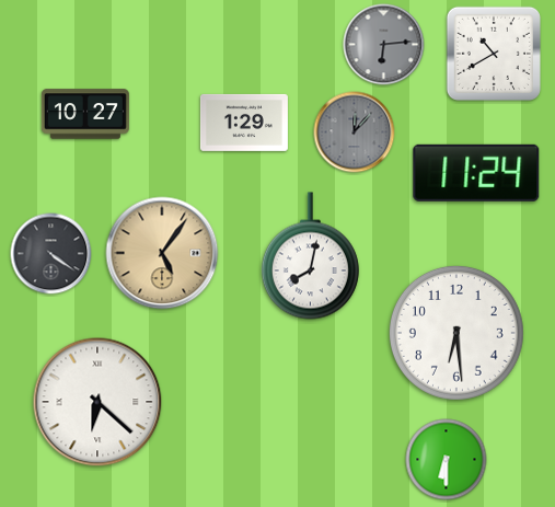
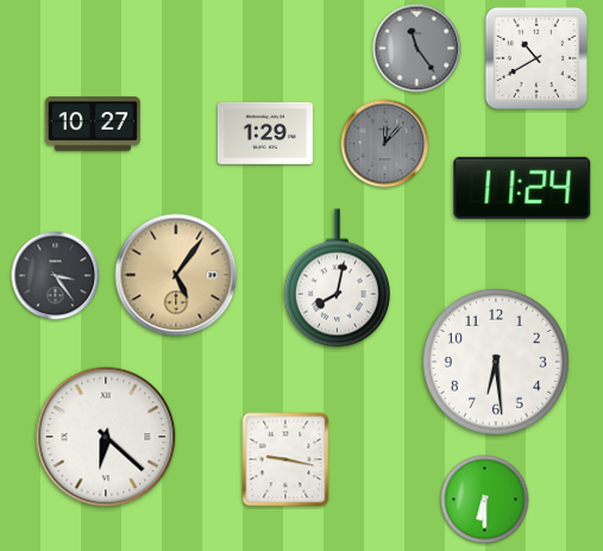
clock at (384, 45): 6:14 -> 11:24
clock at (476, 173) position: (476, 173) -> (522, 188)
clock at (51, 254): 4:21 -> 3:24
clock at (285, 459): none -> 9:17
